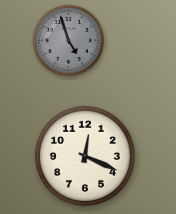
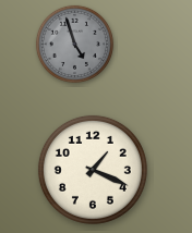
clock at (85, 156): 12:19 -> 1:19
